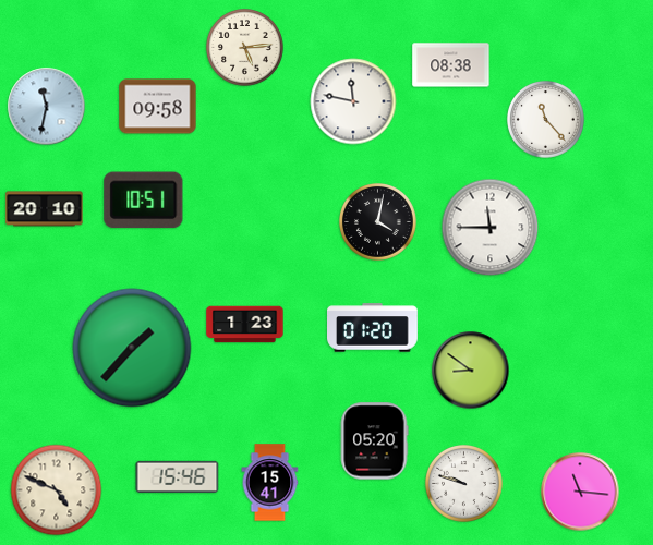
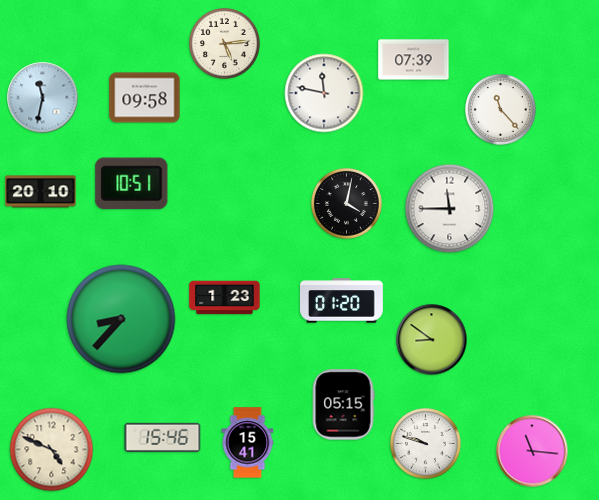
clock at (451, 65): 08:38 -> 07:39
clock at (132, 348): 1:37 -> 8:37
clock at (374, 441): 05:20 -> 05:15
